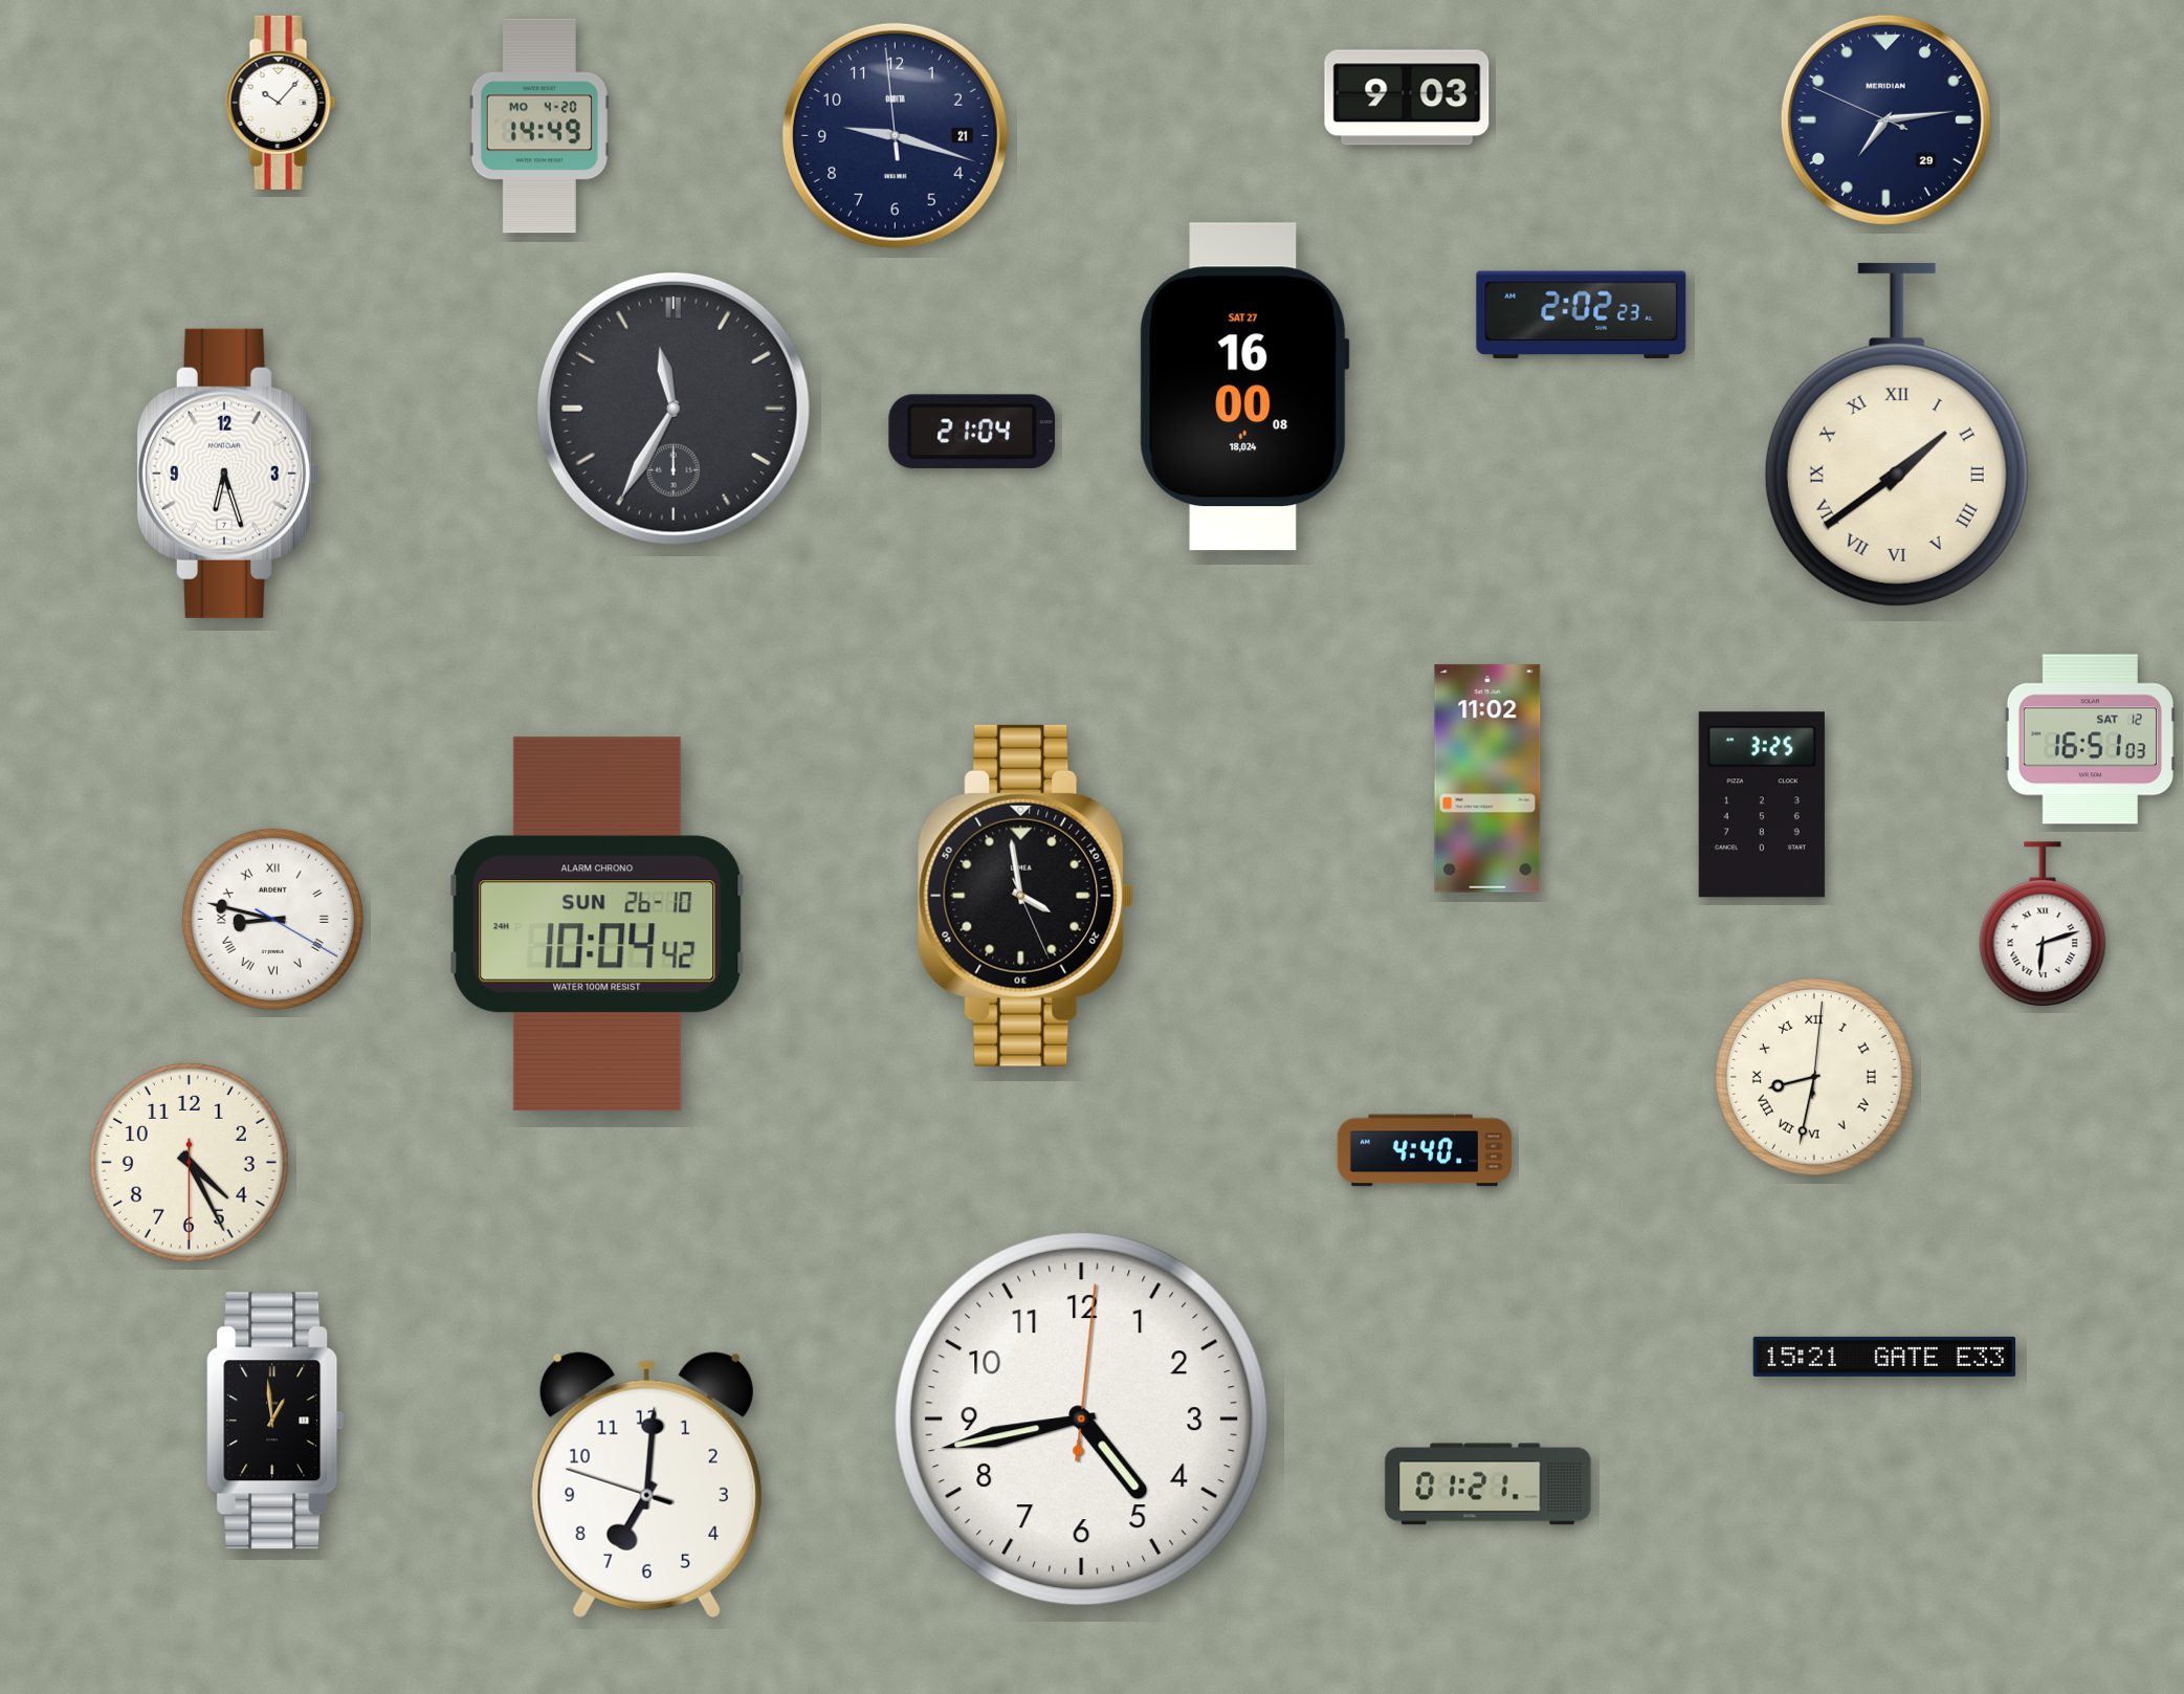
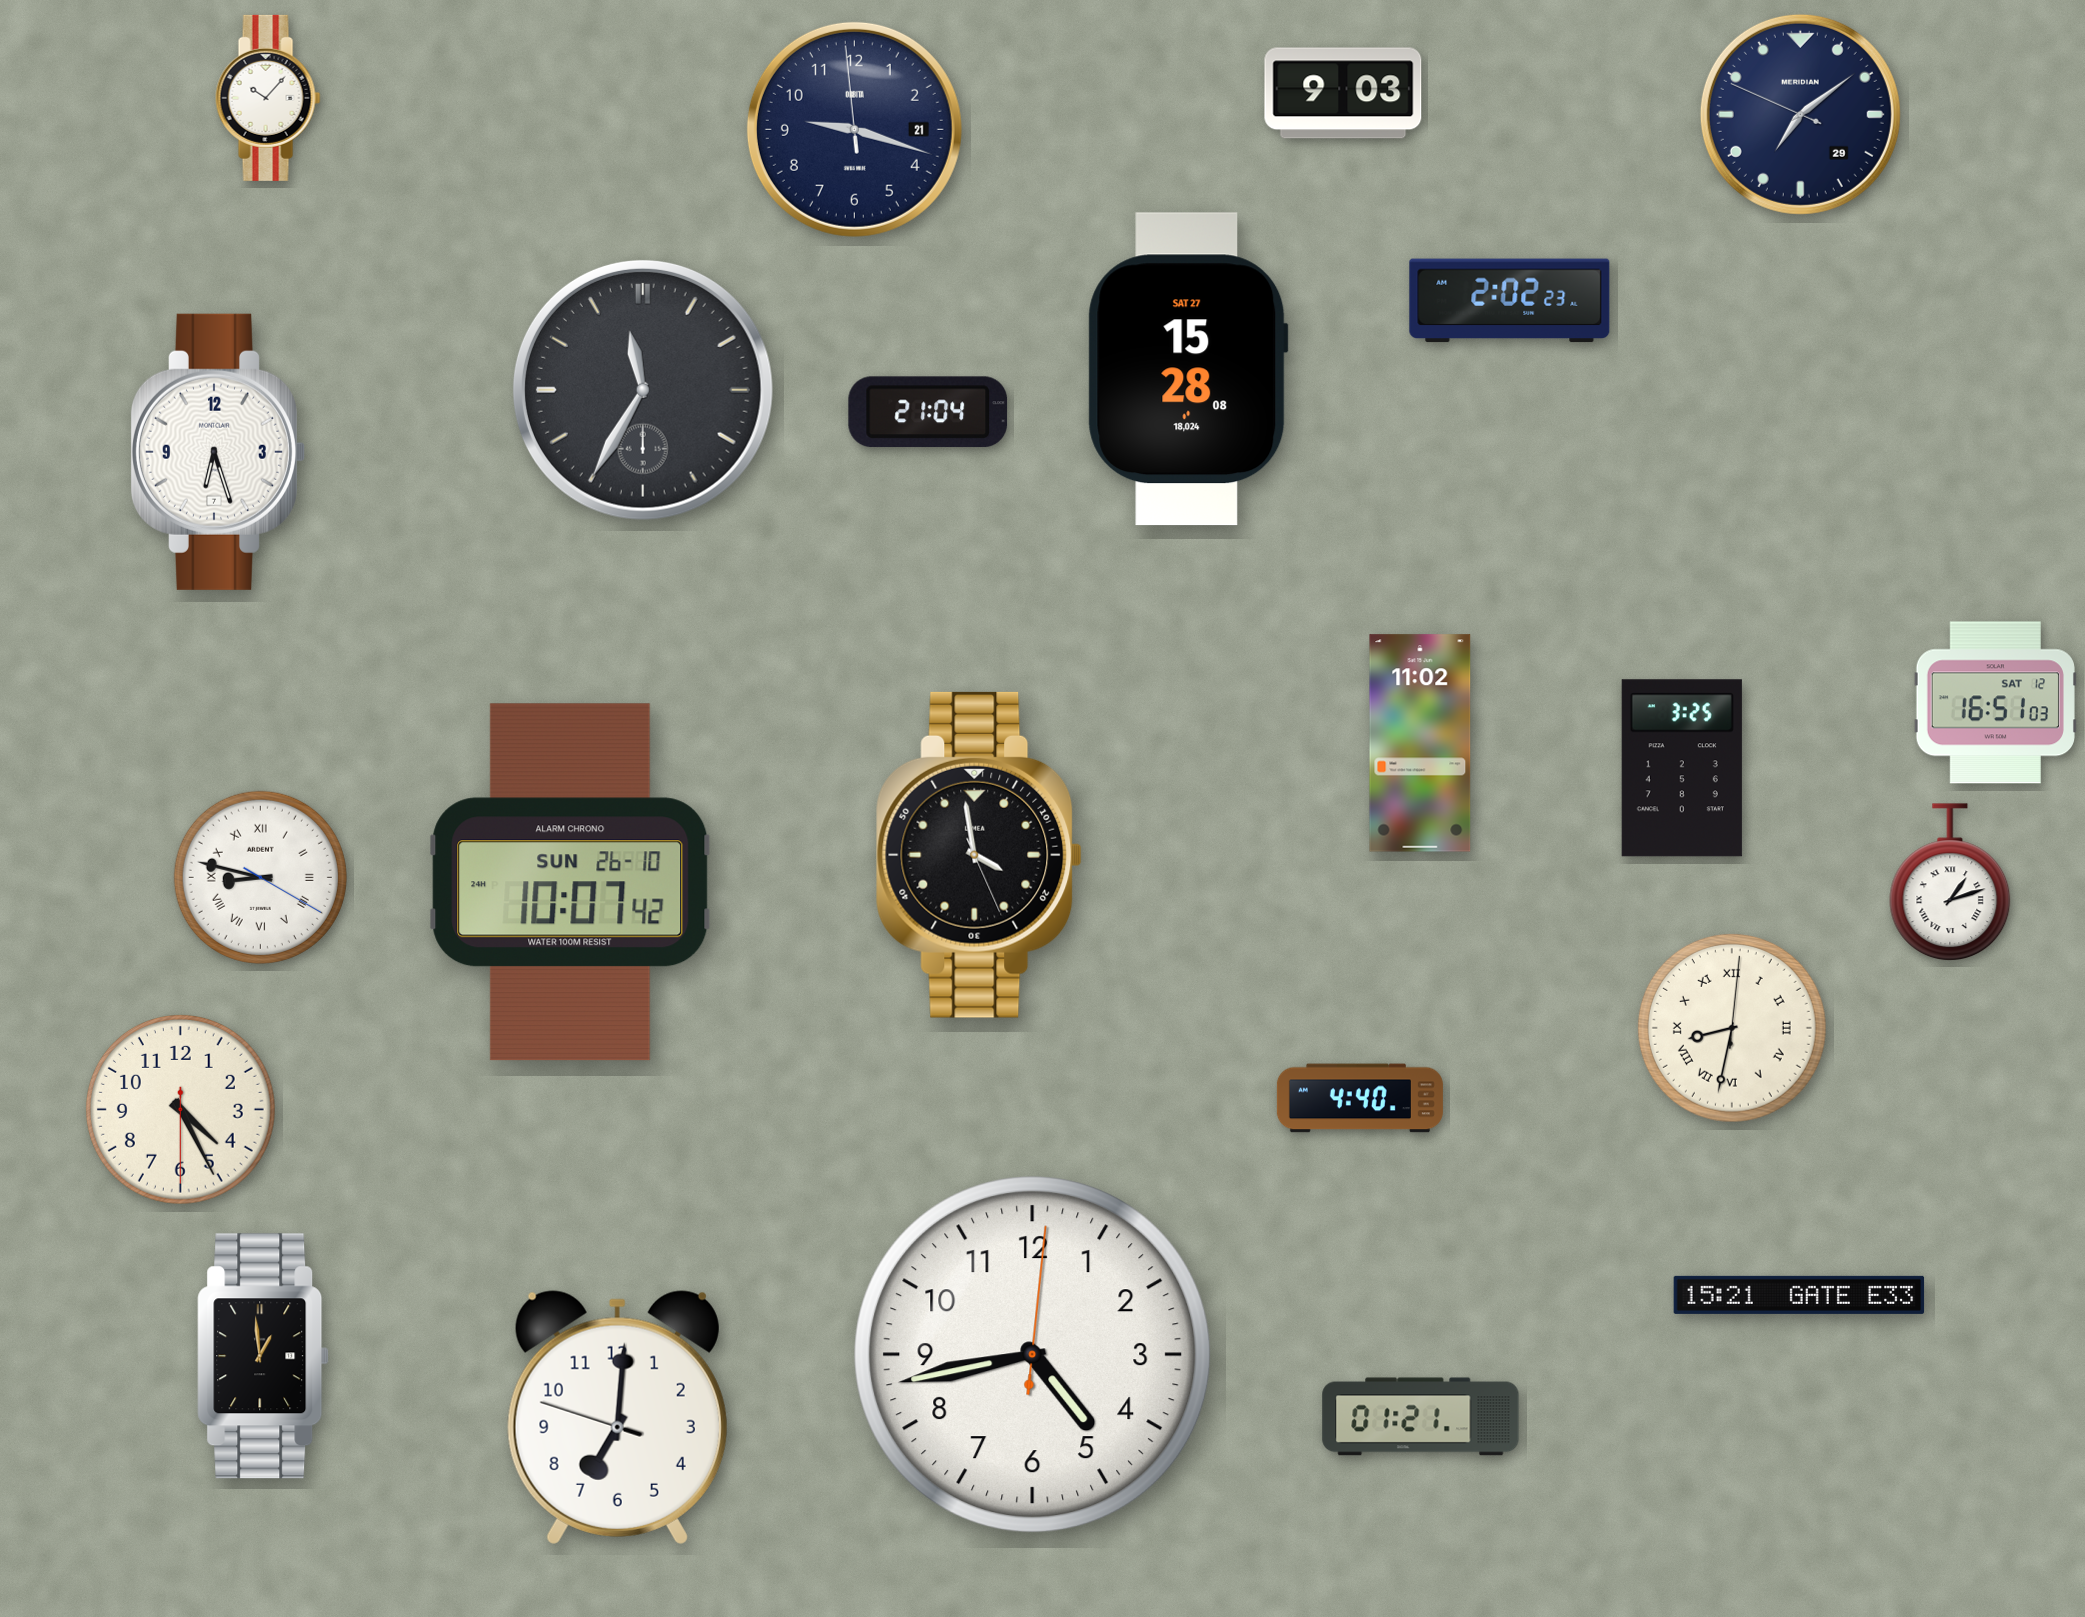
clock at (1885, 119): 7:13 -> 7:08
clock at (539, 126): 14:49 -> none
clock at (1244, 387): 16:00 -> 15:28
clock at (1897, 435): 1:39 -> none
clock at (2090, 740) position: (2090, 740) -> (1995, 703)
clock at (597, 924): 10:04 -> 10:07
clock at (2043, 925): 6:12 -> 1:12
